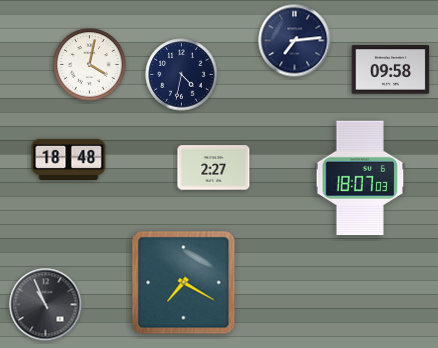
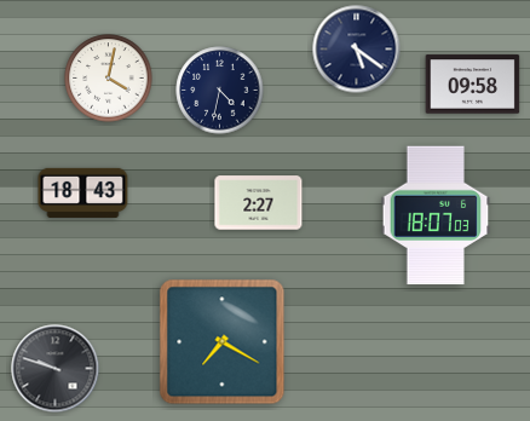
clock at (295, 41): 7:14 -> 5:21
clock at (69, 159): 18:48 -> 18:43
clock at (46, 305): 10:56 -> 9:48
